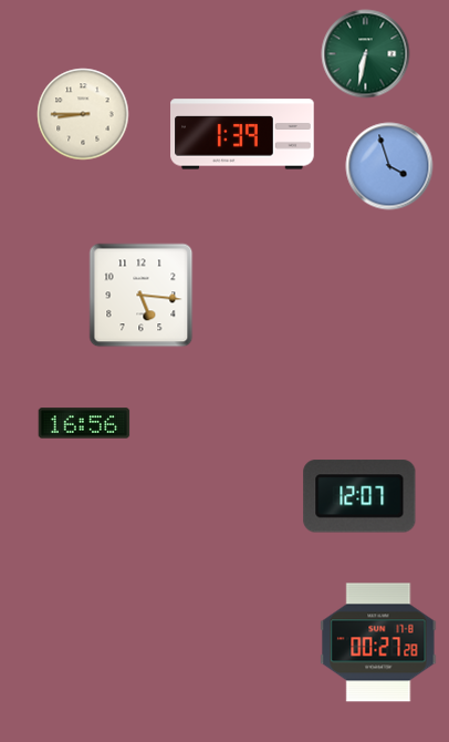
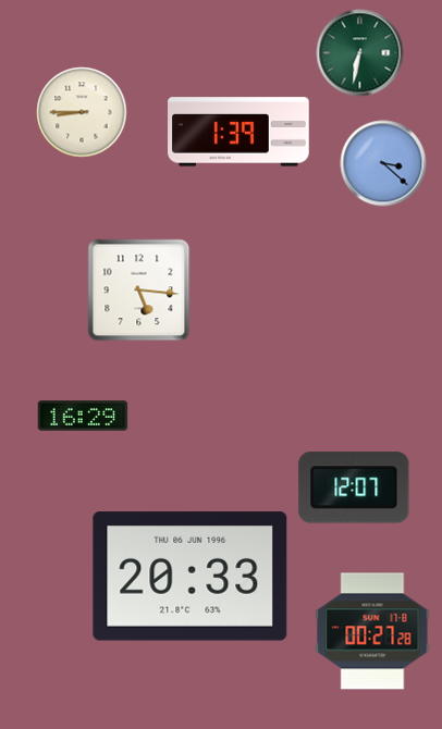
clock at (389, 166): 3:57 -> 3:22
clock at (84, 423): 16:56 -> 16:29
clock at (191, 577): none -> 20:33
